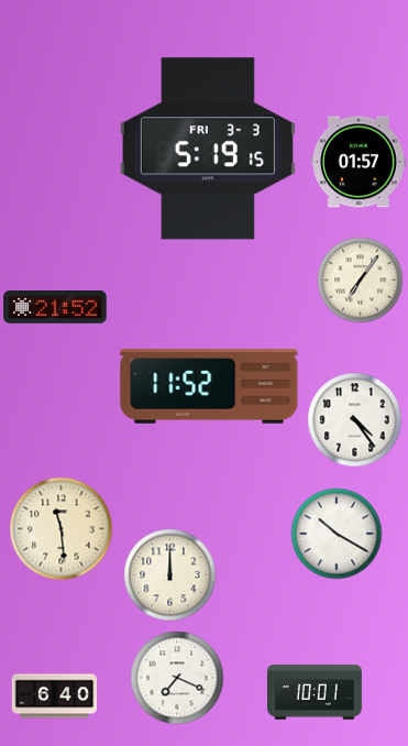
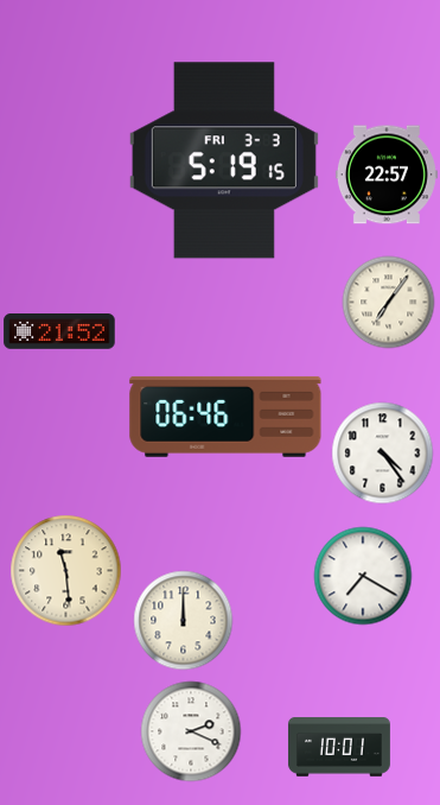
clock at (359, 162): 01:57 -> 22:57
clock at (209, 386): 11:52 -> 06:46
clock at (337, 534): 10:20 -> 7:20
clock at (177, 678): 7:19 -> 2:19
clock at (54, 696): 6:40 -> none
